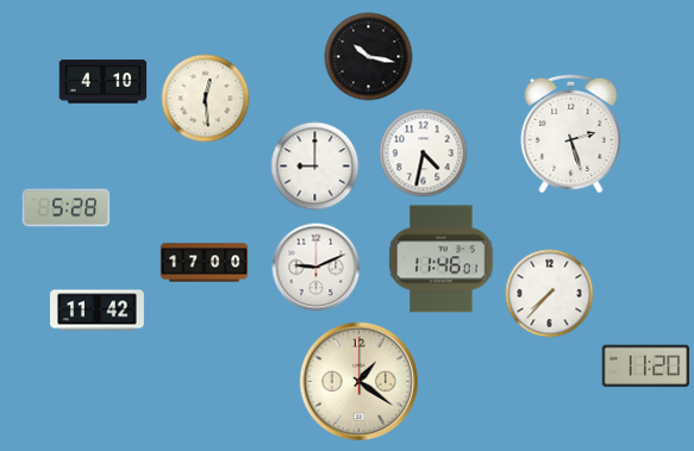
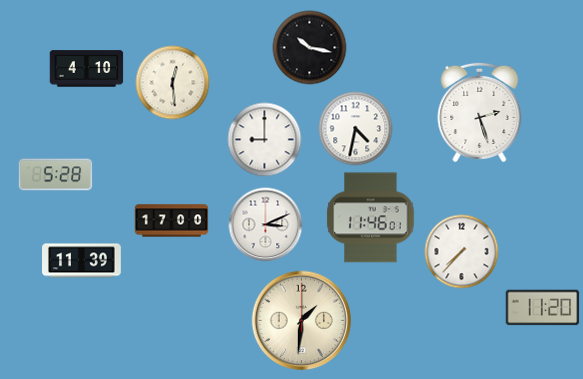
clock at (317, 268): 9:11 -> 3:11
clock at (550, 294) position: (550, 294) -> (462, 252)
clock at (98, 311): 11:42 -> 11:39
clock at (359, 382): 1:21 -> 1:31
